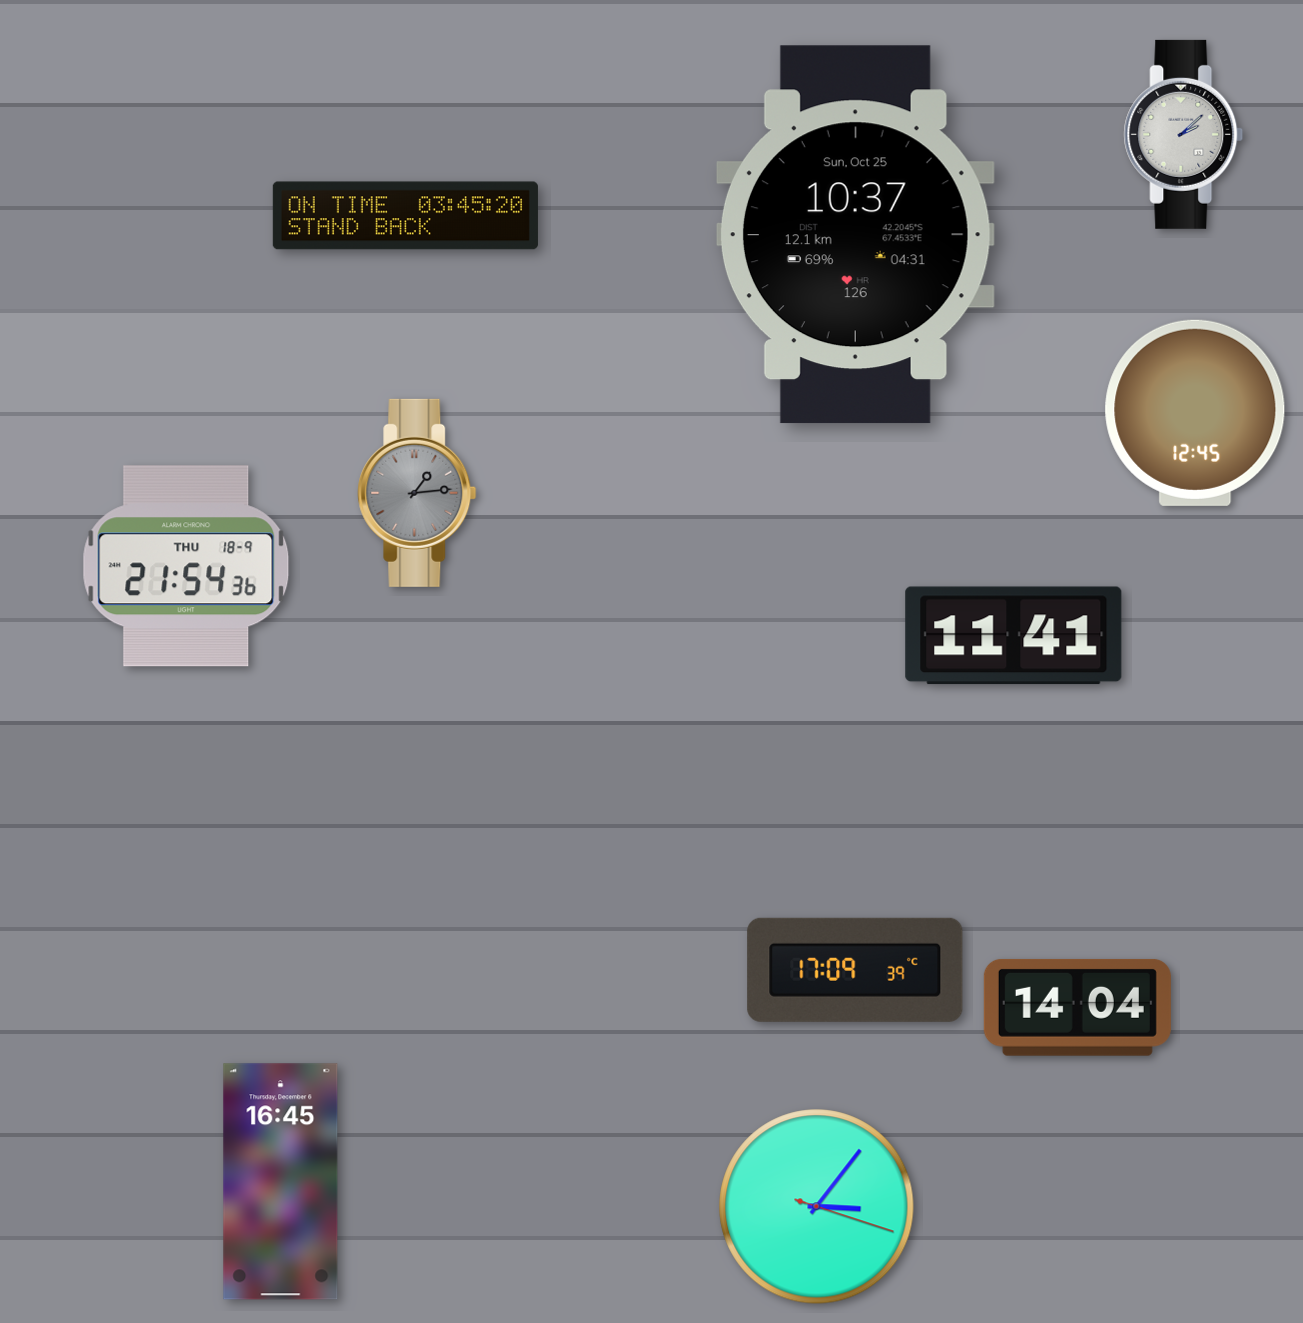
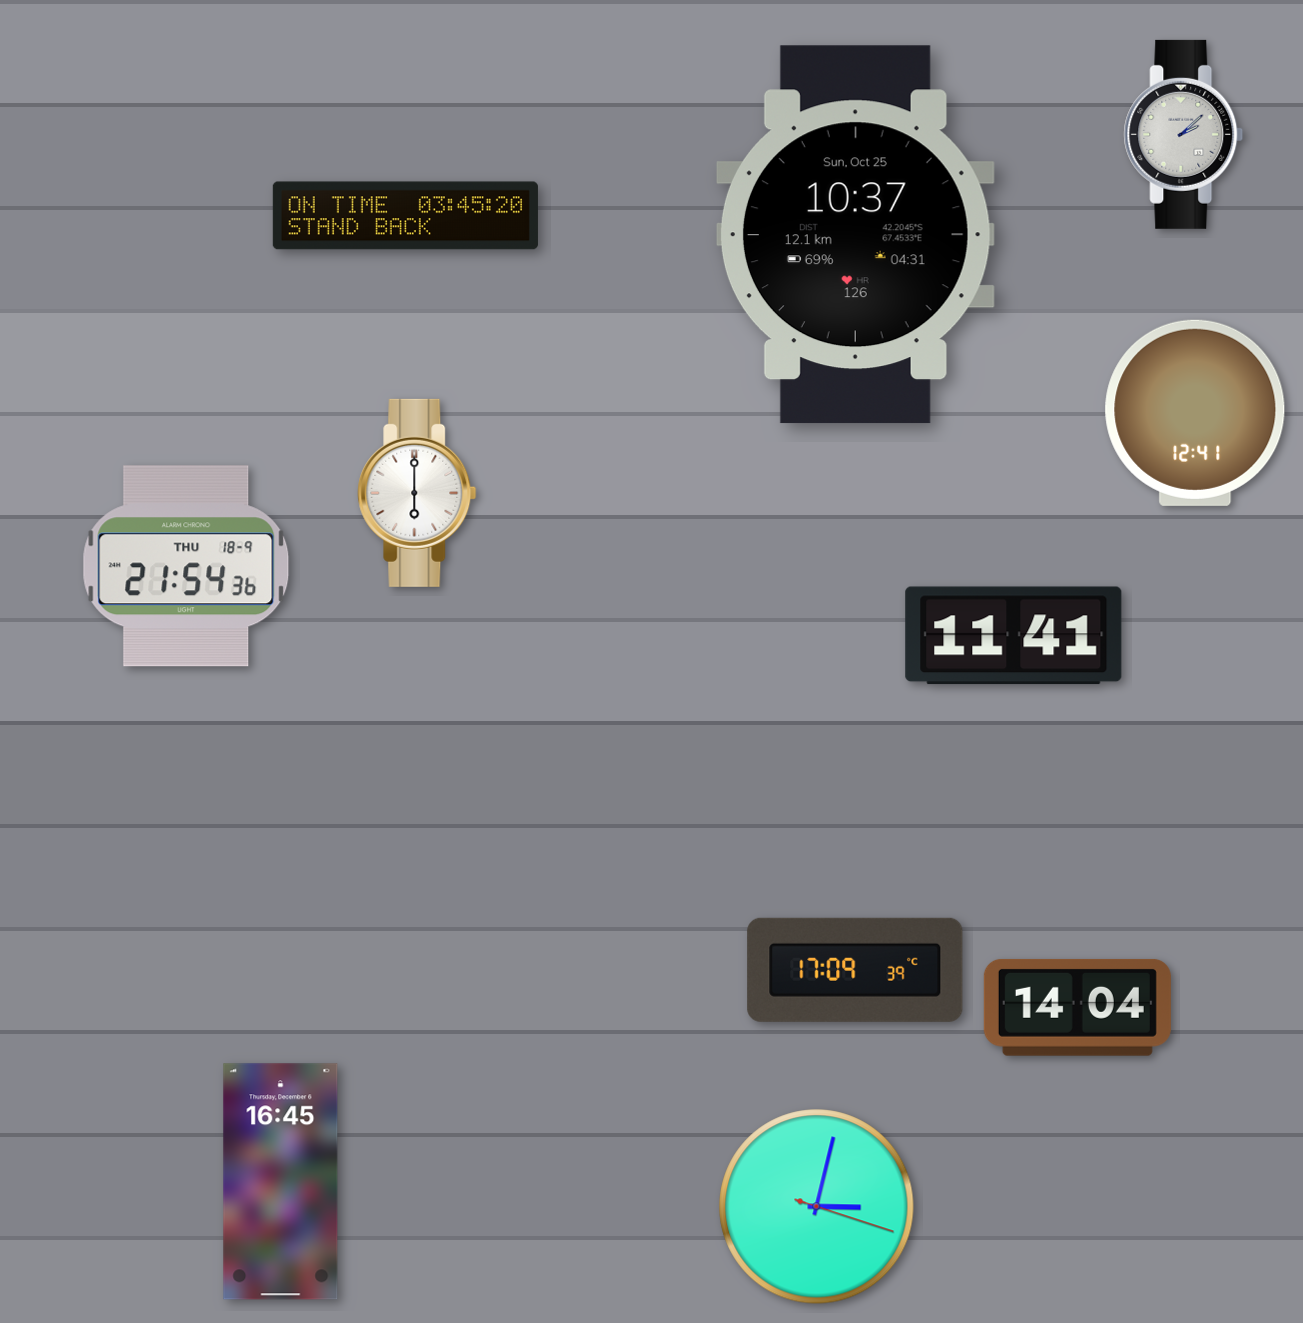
clock at (1195, 413): 12:45 -> 12:41
clock at (417, 493): 1:14 -> 6:00
clock at (417, 493) dial: grey -> white
clock at (817, 1207): 3:06 -> 3:02
